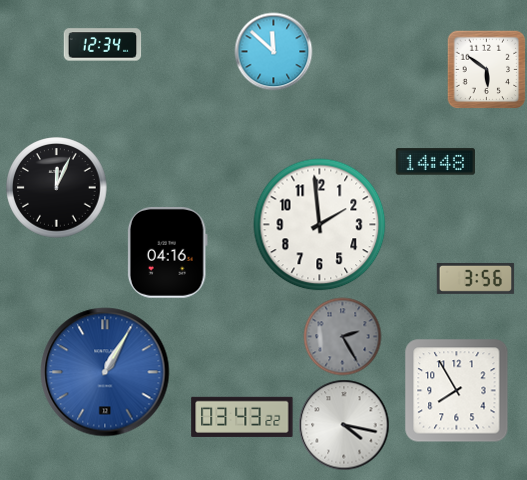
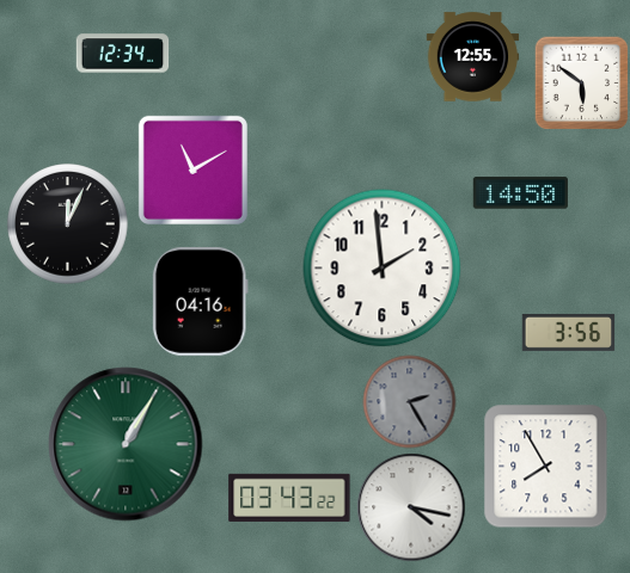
clock at (472, 57): none -> 12:55
clock at (273, 51): 11:52 -> none
clock at (192, 170): none -> 11:10
clock at (435, 162): 14:48 -> 14:50
clock at (105, 372) dial: blue -> green
